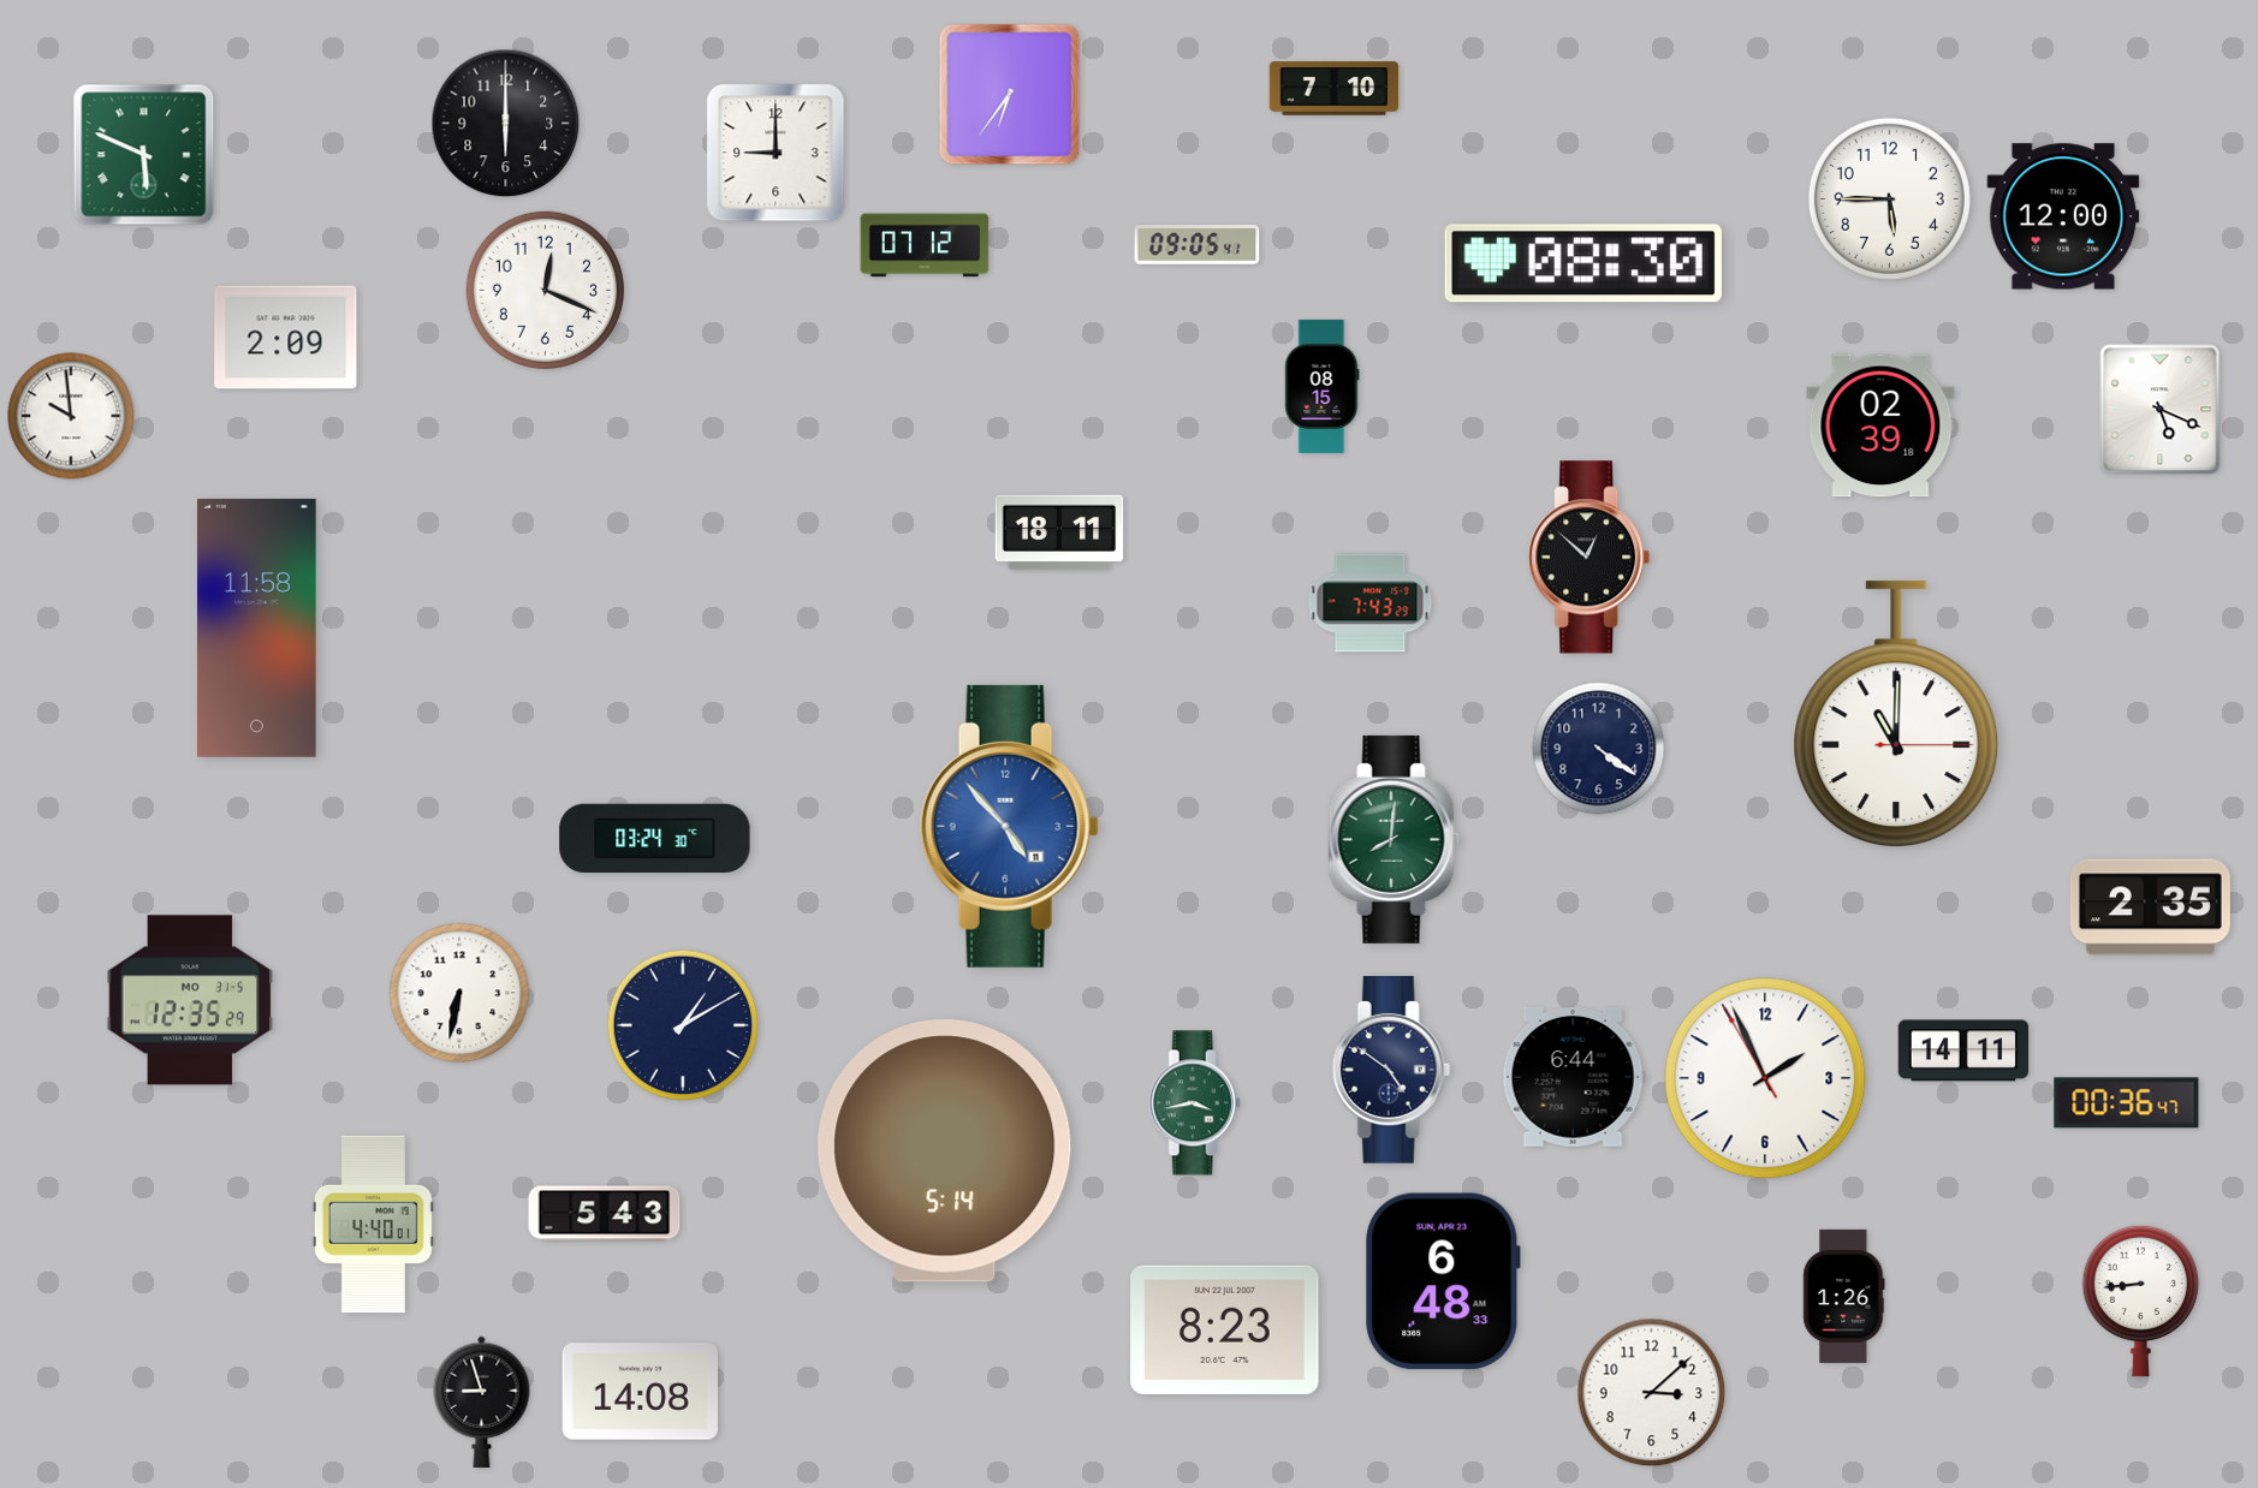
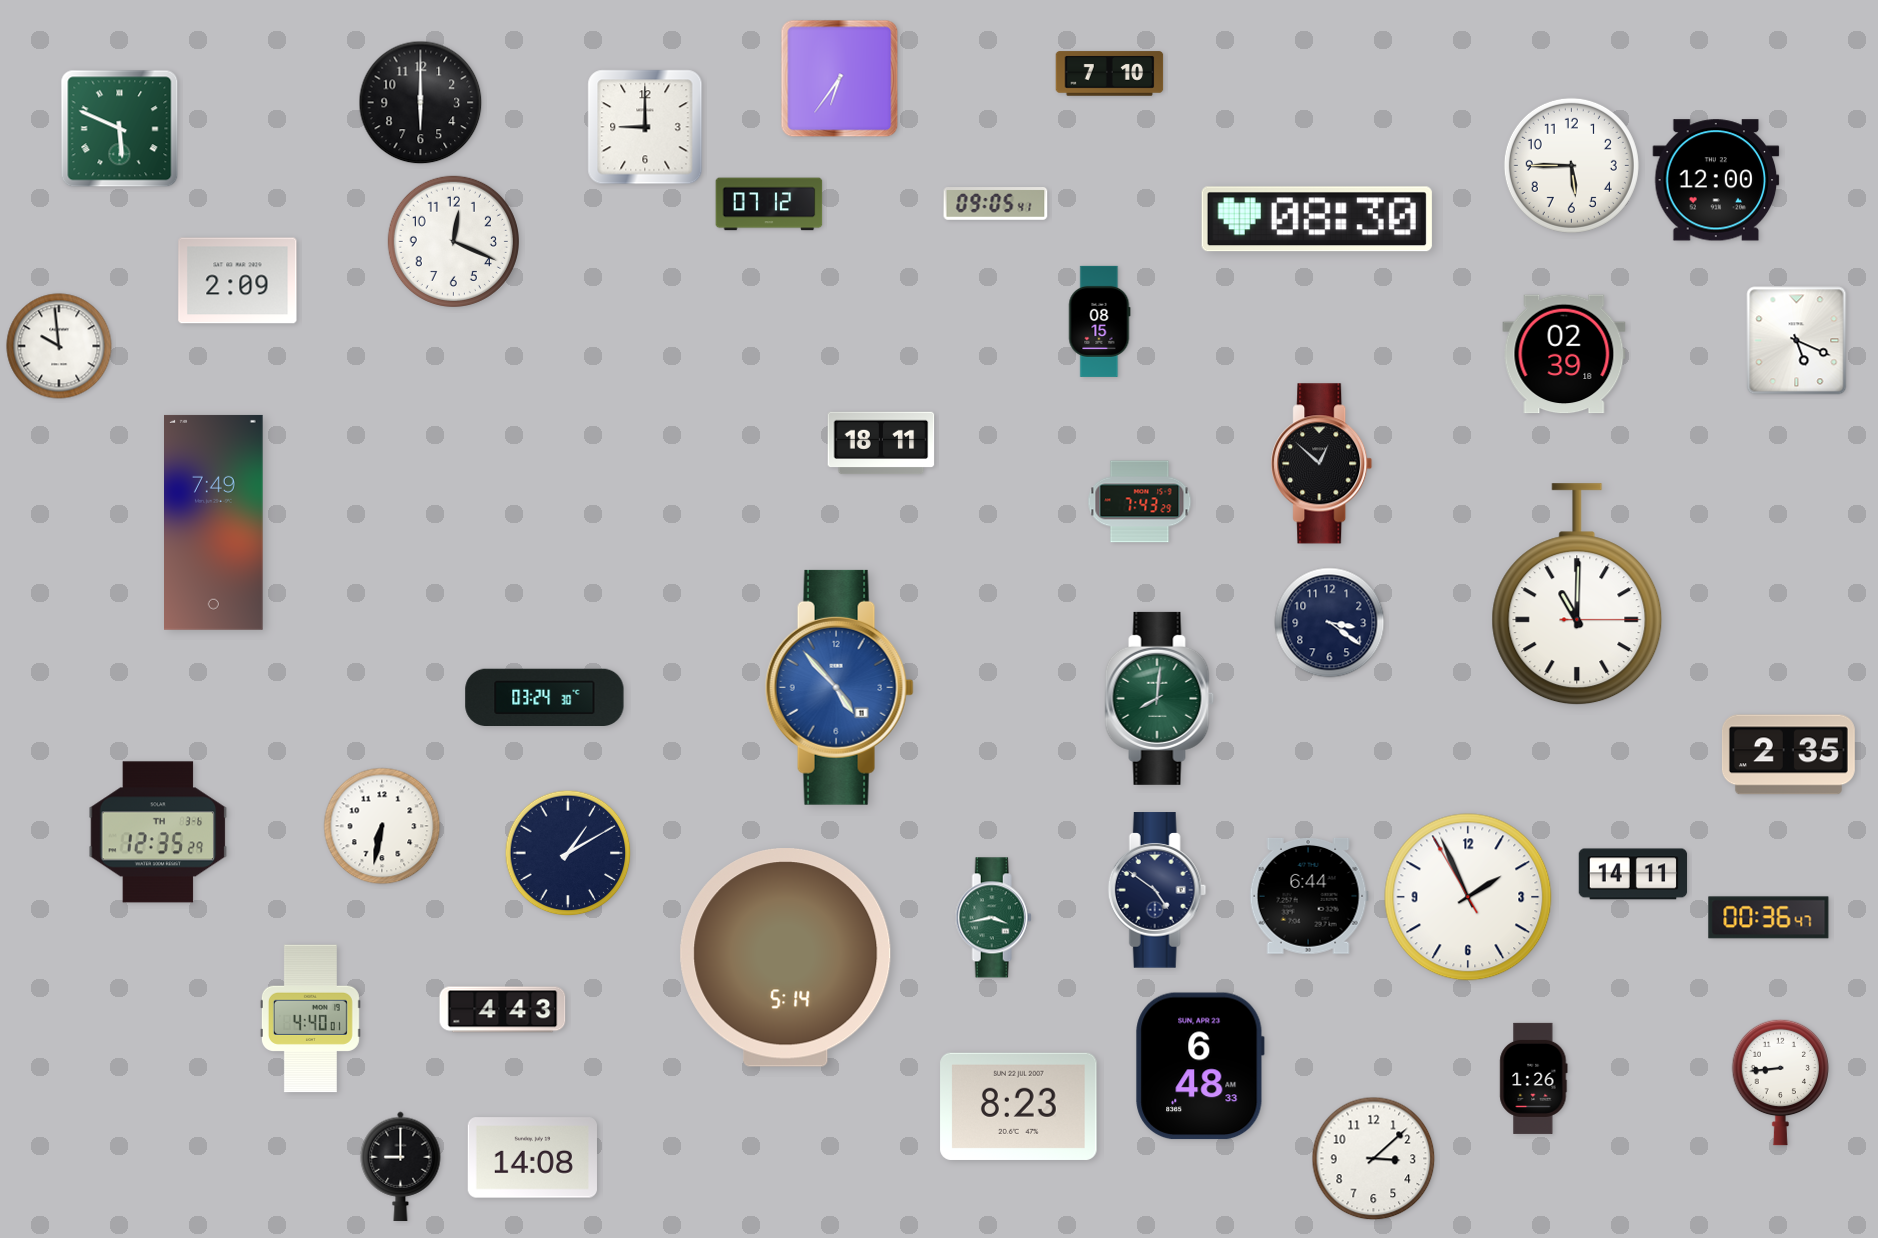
clock at (257, 627): 11:58 -> 7:49
clock at (1599, 749): 4:21 -> 3:21
clock at (190, 1000) date: MO 31-5 -> TH 3-6
clock at (605, 1214): 5:43 -> 4:43
clock at (482, 1401): 8:57 -> 9:00
